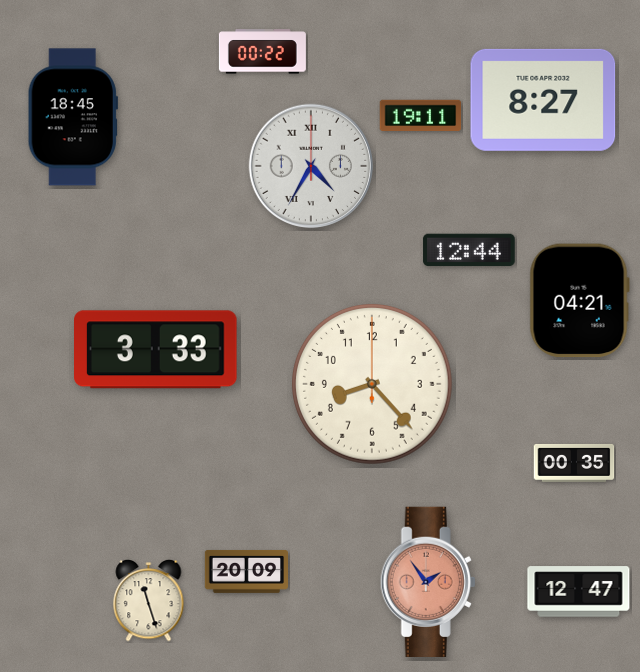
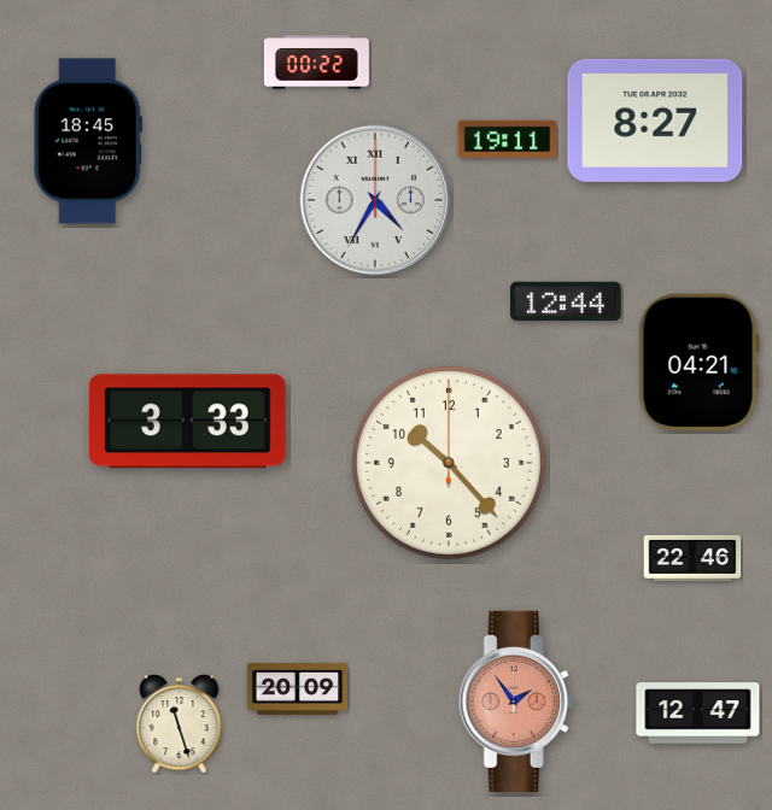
clock at (372, 384): 8:23 -> 10:23
clock at (574, 463): 00:35 -> 22:46
